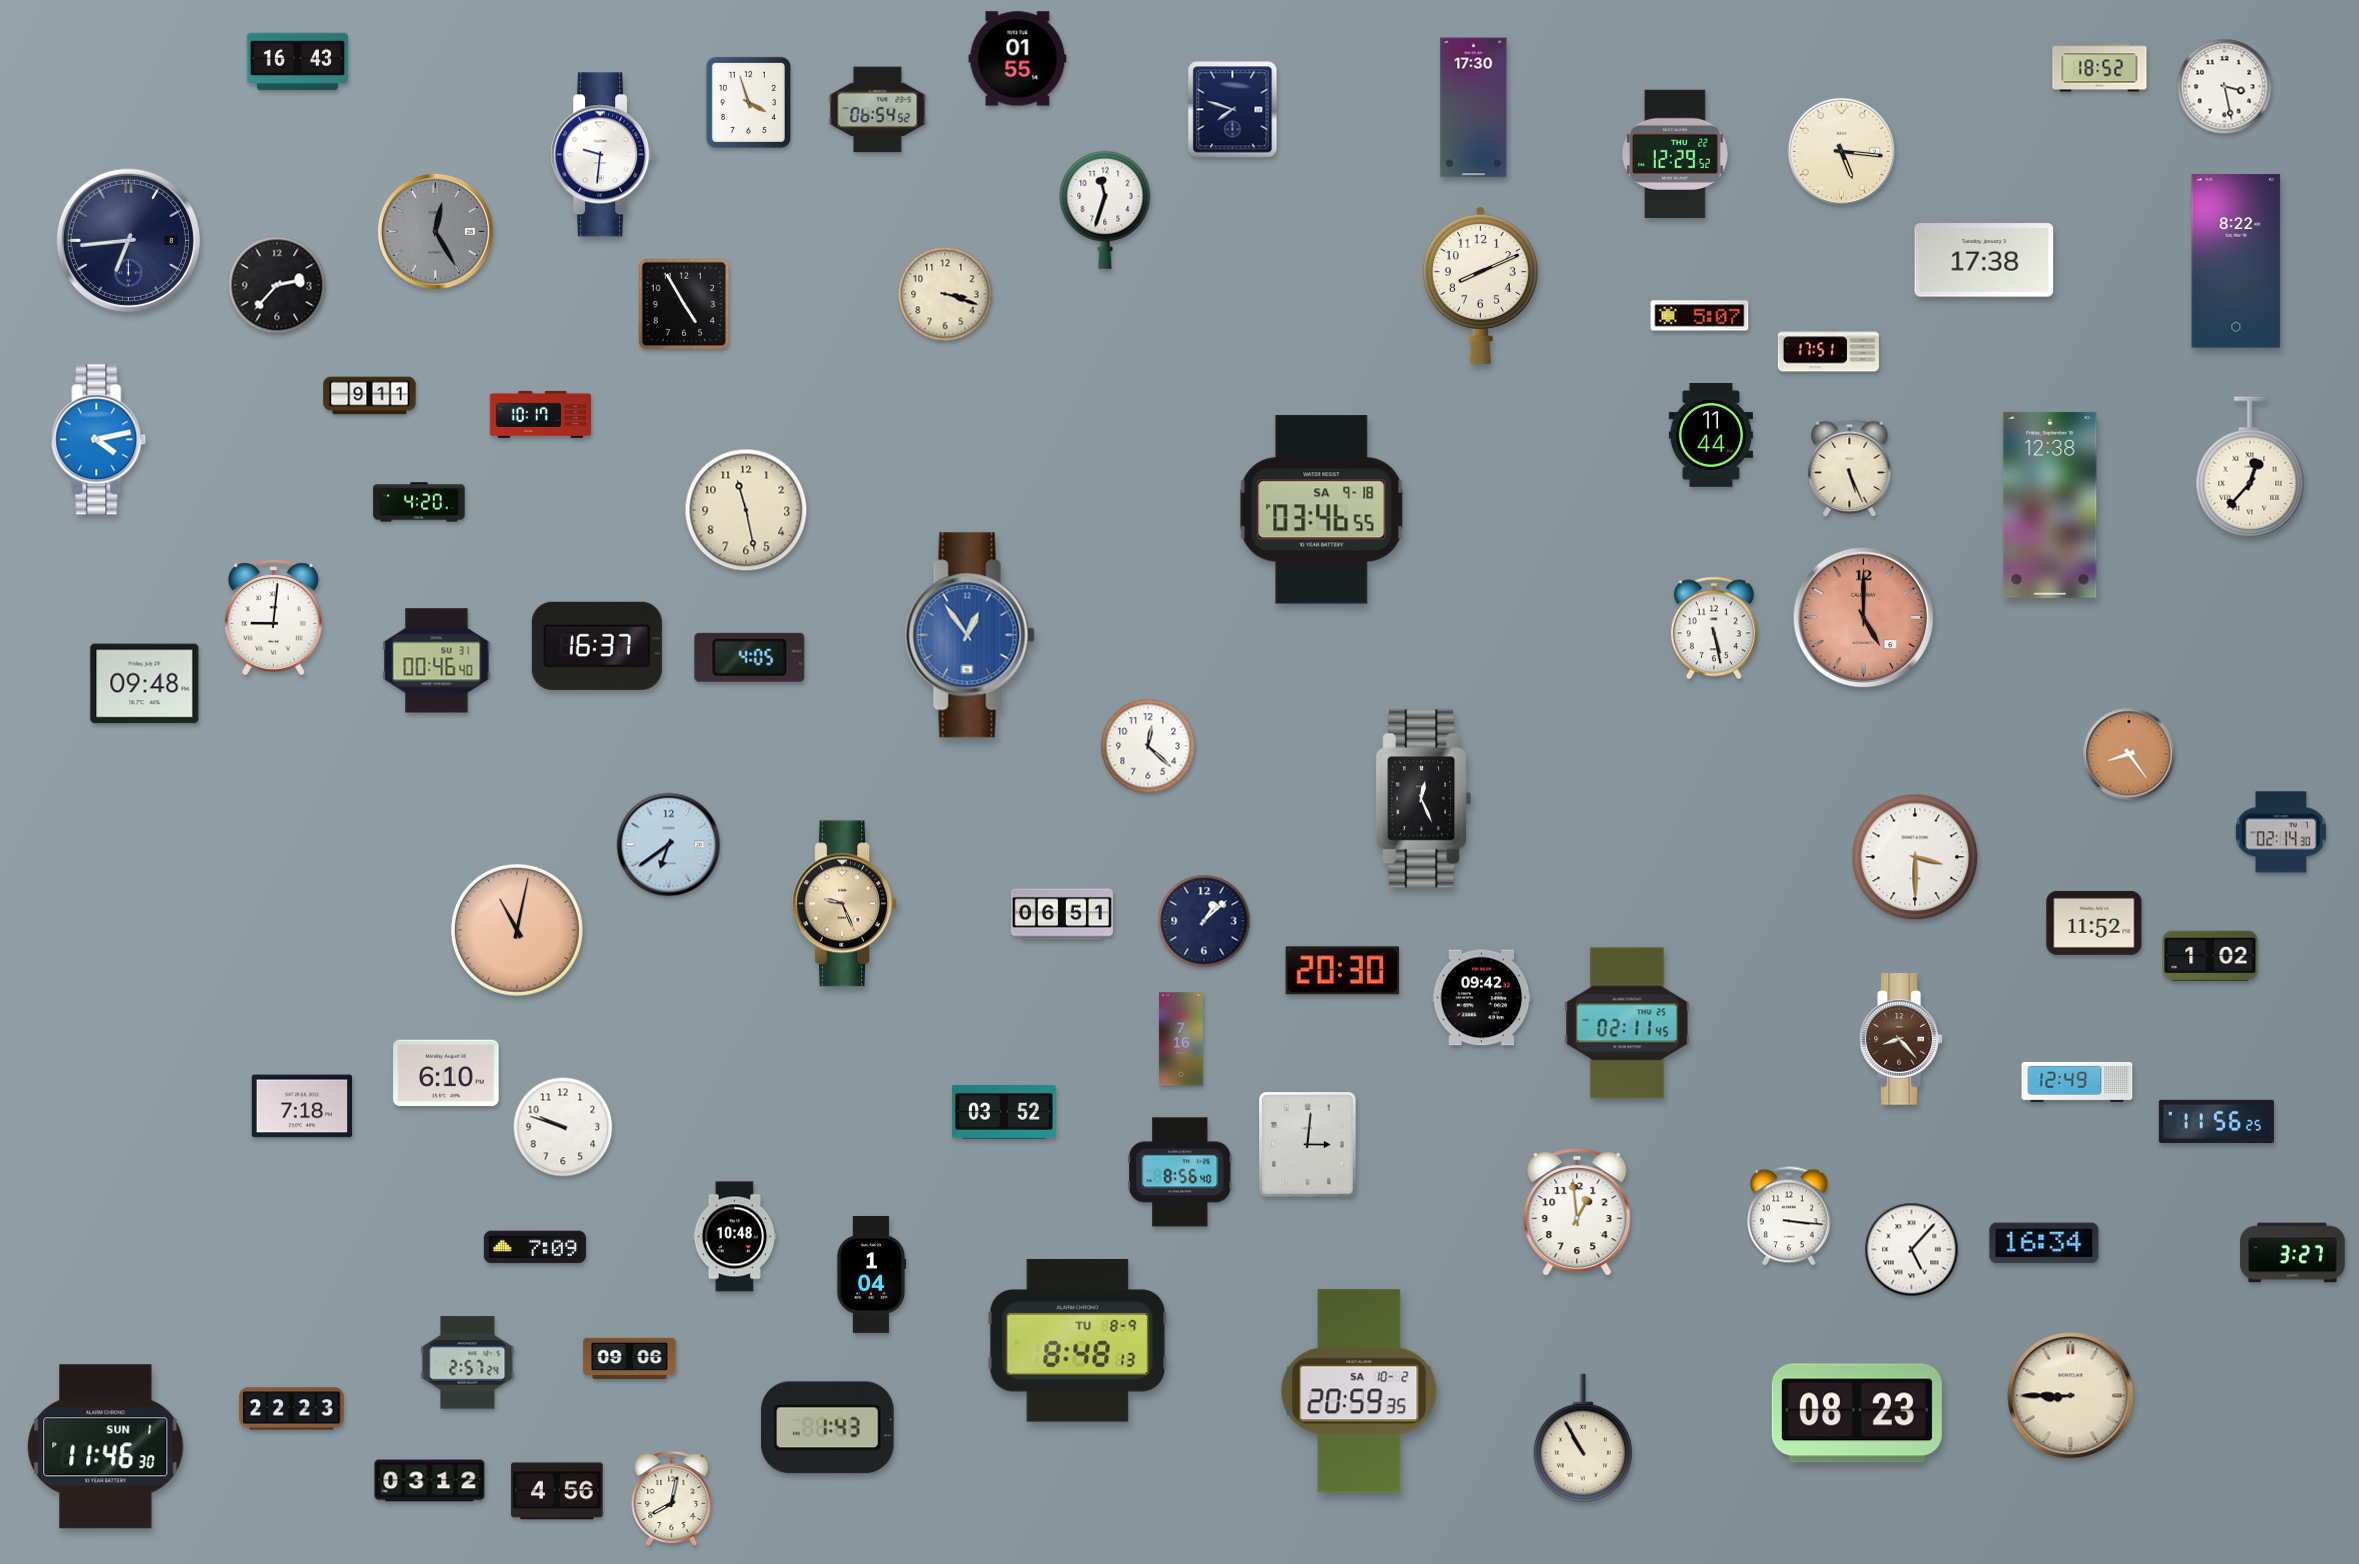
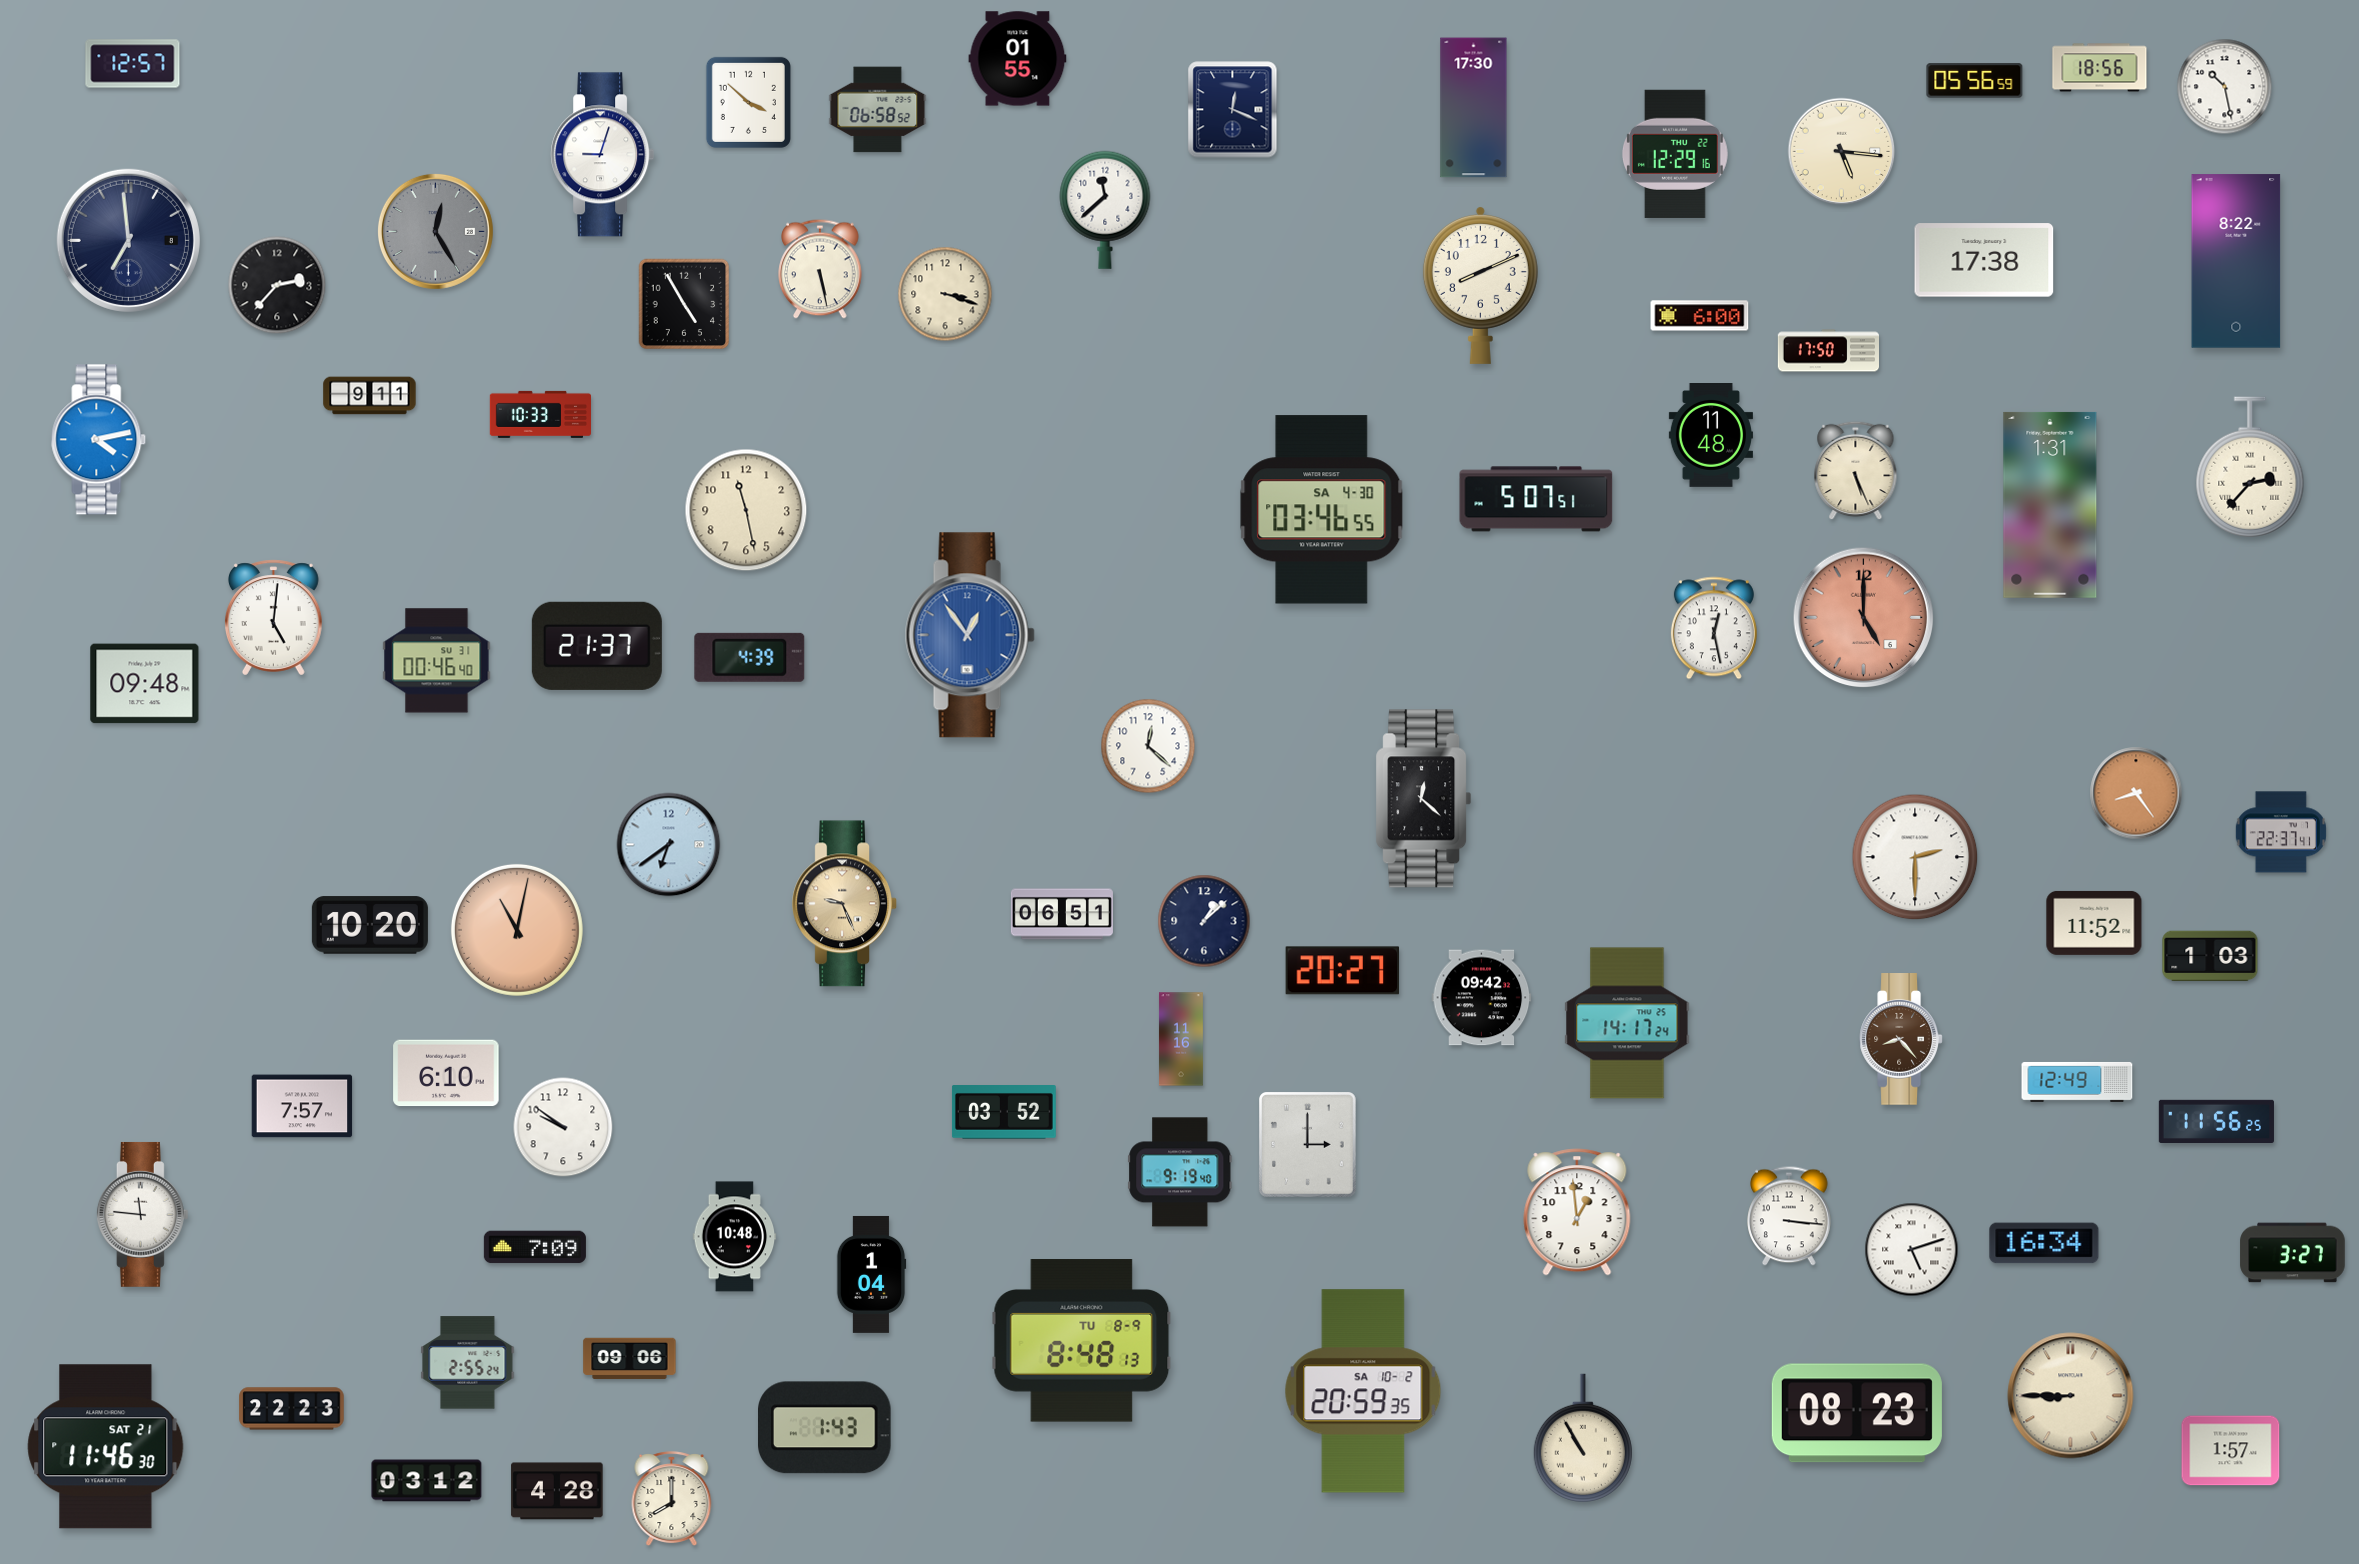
clock at (297, 62): 16:43 -> none
clock at (133, 64): none -> 12:57
clock at (2100, 68): 18:52 -> 18:56
clock at (1975, 81): none -> 05:56
clock at (2225, 87): 3:28 -> 10:28
clock at (748, 102): 3:57 -> 3:52
clock at (878, 110): 06:54 -> 06:58
clock at (1233, 110): 7:48 -> 12:19
clock at (1675, 154): 12:29:52 -> 12:29:16
clock at (603, 155): 9:31 -> 9:03
clock at (1105, 210): 11:33 -> 11:38
clock at (128, 240): 6:44 -> 6:59
clock at (820, 269): none -> 5:28
clock at (1700, 316): 5:07 -> 6:00
clock at (1828, 351): 17:51 -> 17:50
clock at (540, 414): 10:17 -> 10:33
clock at (1710, 436): 11:44 -> 11:48
clock at (2250, 467): 12:37 -> 2:37
clock at (1850, 468) position: (1850, 468) -> (1856, 471)
clock at (1536, 499): none -> 5:07
clock at (419, 502): 4:20 -> none
clock at (2050, 505): 12:38 -> 1:31
clock at (1322, 510) date: SA 9-18 -> SA 4-30
clock at (273, 618): 9:01 -> 5:01
clock at (1714, 628): 5:28 -> 12:28
clock at (597, 646): 16:37 -> 21:37
clock at (750, 657): 4:05 -> 4:39
clock at (2129, 754) position: (2129, 754) -> (2136, 793)
clock at (1424, 799): 12:26 -> 12:22
clock at (2281, 832): 02:14 -> 22:37
clock at (1915, 857): 3:30 -> 2:30
clock at (370, 925): none -> 10:20
clock at (2210, 956): 1:02 -> 1:03
clock at (1343, 971): 20:30 -> 20:27
clock at (1627, 1023): 02:11 -> 14:17
clock at (1181, 1039): 7:16 -> 11:16
clock at (302, 1106): 7:18 -> 7:57
clock at (563, 1127): 9:48 -> 9:51
clock at (1308, 1145): 3:01 -> 3:00
clock at (1180, 1172): 8:56 -> 9:19
clock at (142, 1214): none -> 11:46
clock at (1912, 1250): 5:07 -> 5:12
clock at (1078, 1341) position: (1078, 1341) -> (1082, 1341)
clock at (468, 1363): 2:57 -> 2:55
clock at (1359, 1391) position: (1359, 1391) -> (1363, 1391)
clock at (828, 1428) position: (828, 1428) -> (825, 1428)
clock at (106, 1447) date: SUN 1 -> SAT 21
clock at (2231, 1451): none -> 1:57
clock at (430, 1481) position: (430, 1481) -> (427, 1481)
clock at (557, 1491): 4:56 -> 4:28
clock at (672, 1499): 8:02 -> 8:00
